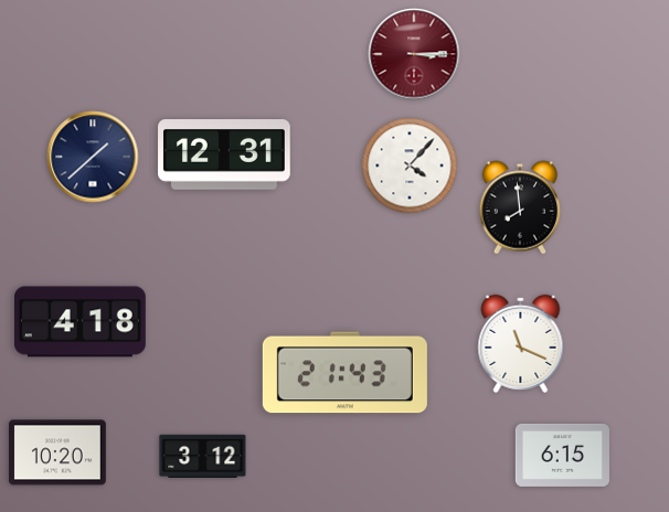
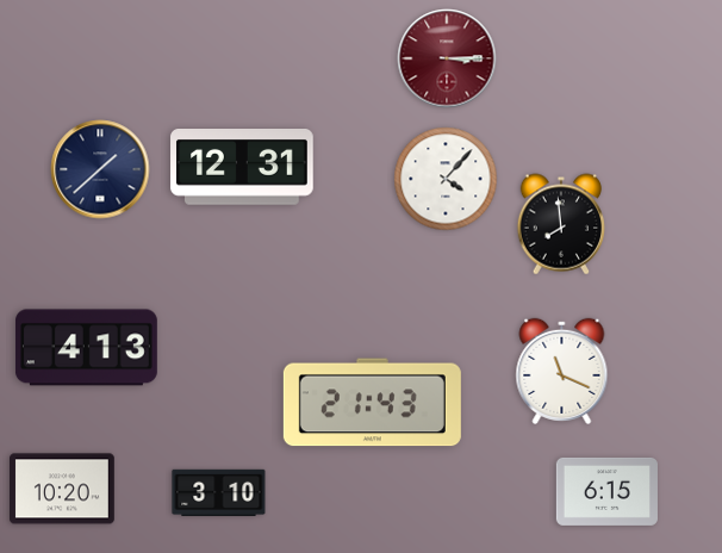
clock at (410, 166) position: (410, 166) -> (446, 179)
clock at (79, 322): 4:18 -> 4:13
clock at (203, 456): 3:12 -> 3:10
